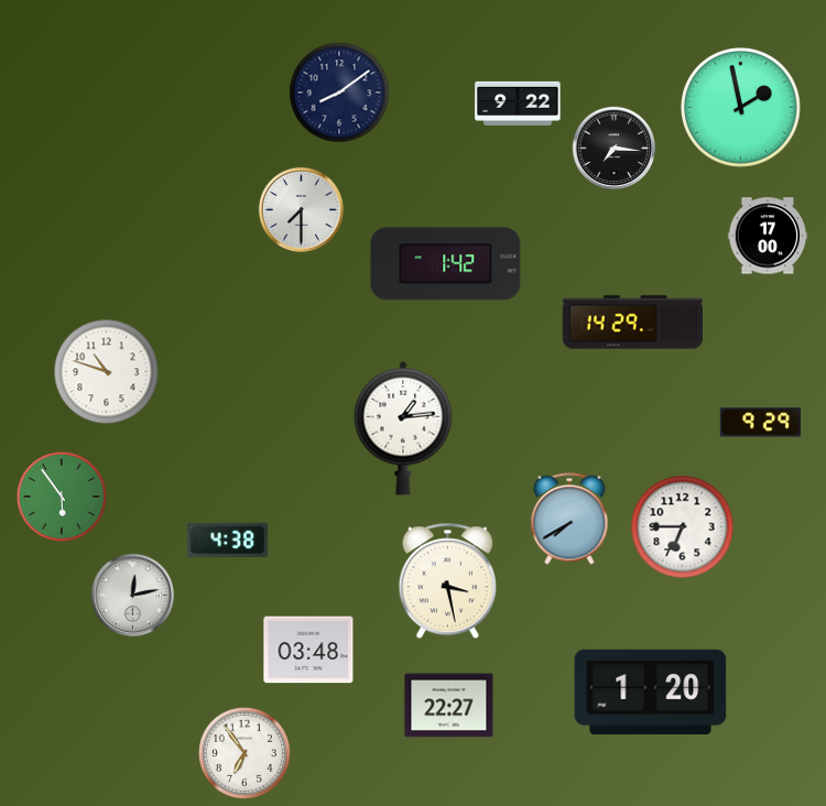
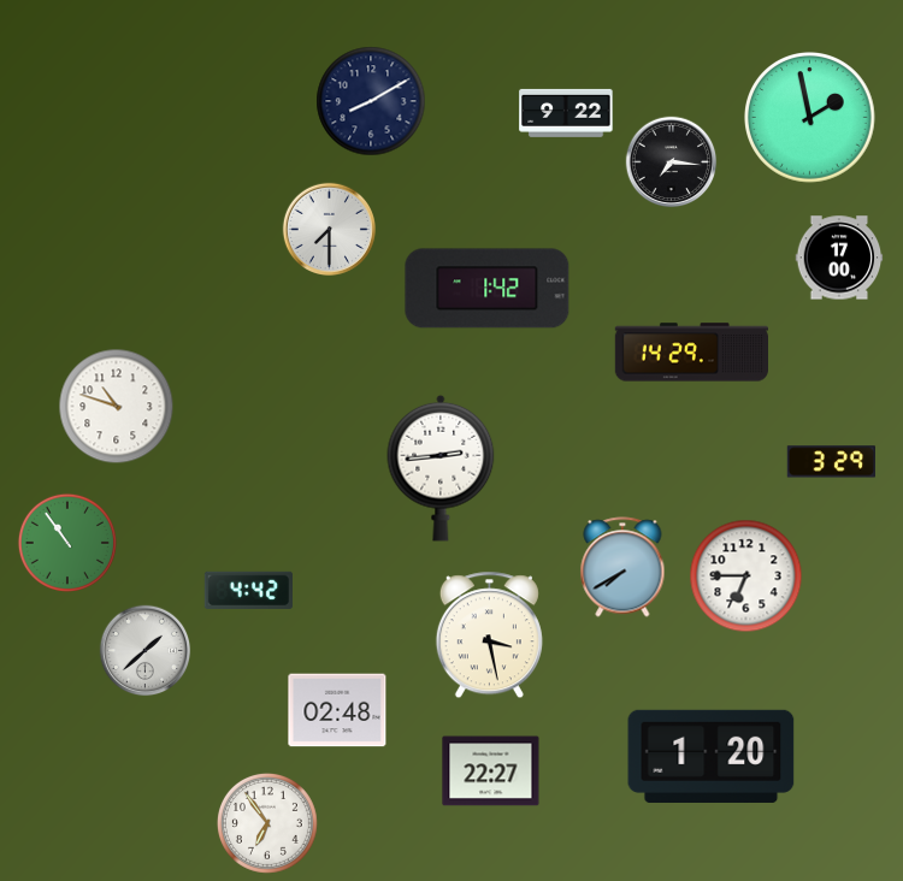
clock at (339, 92): 8:09 -> 8:10
clock at (760, 423): 9:29 -> 3:29
clock at (403, 428): 1:14 -> 2:44
clock at (62, 497): 5:54 -> 10:54
clock at (227, 540): 4:38 -> 4:42
clock at (133, 596): 12:13 -> 1:38
clock at (308, 650): 03:48 -> 02:48
